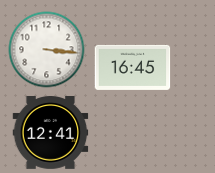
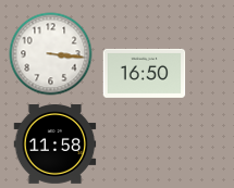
clock at (133, 67): 16:45 -> 16:50
clock at (51, 133): 12:41 -> 11:58
